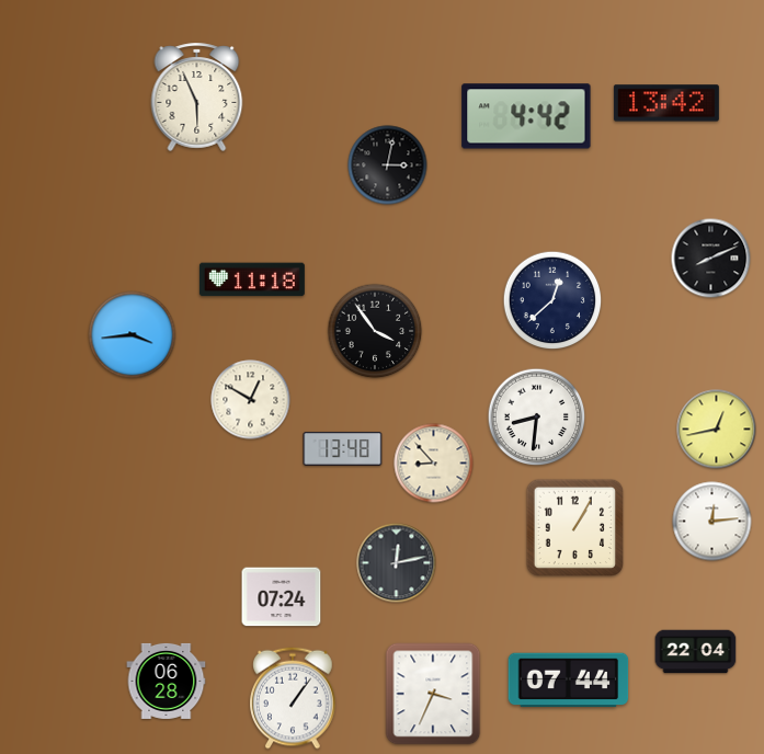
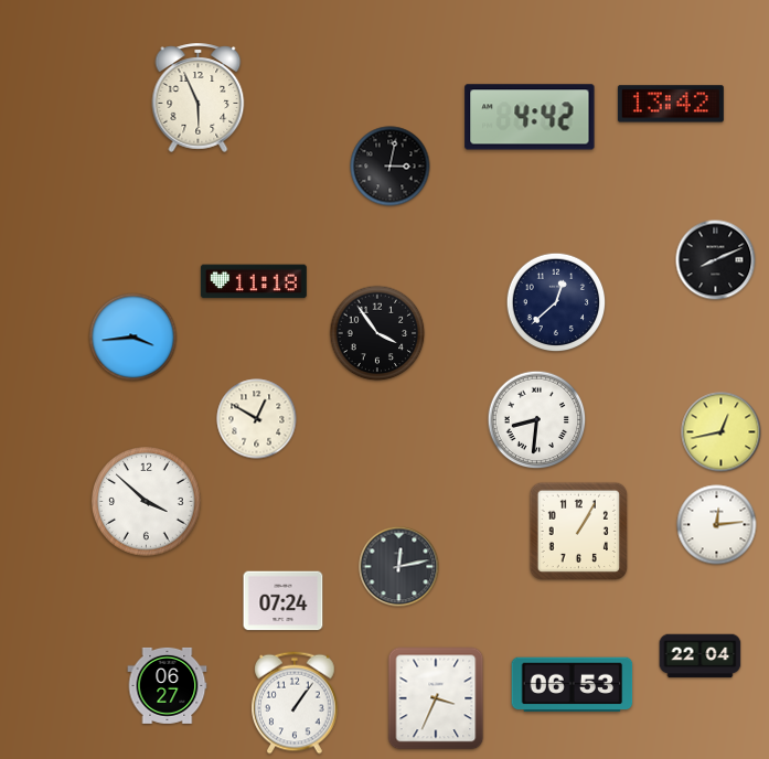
clock at (251, 400) position: (251, 400) -> (257, 419)
clock at (537, 418) position: (537, 418) -> (537, 420)
clock at (343, 449): 13:48 -> none
clock at (434, 464): 8:53 -> none
clock at (147, 502): none -> 3:52
clock at (167, 681): 06:28 -> 06:27
clock at (569, 681): 07:44 -> 06:53
